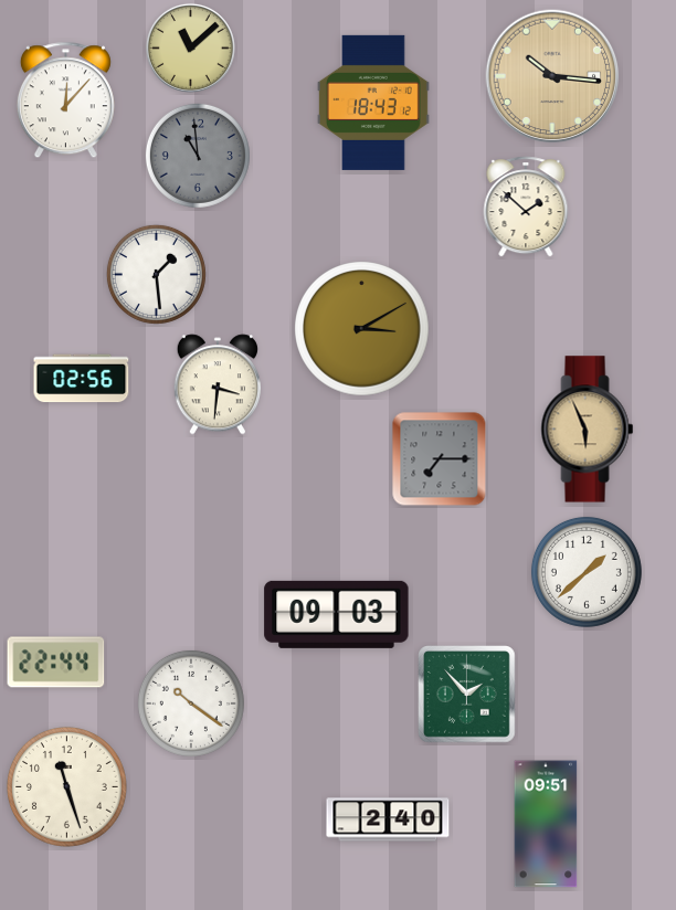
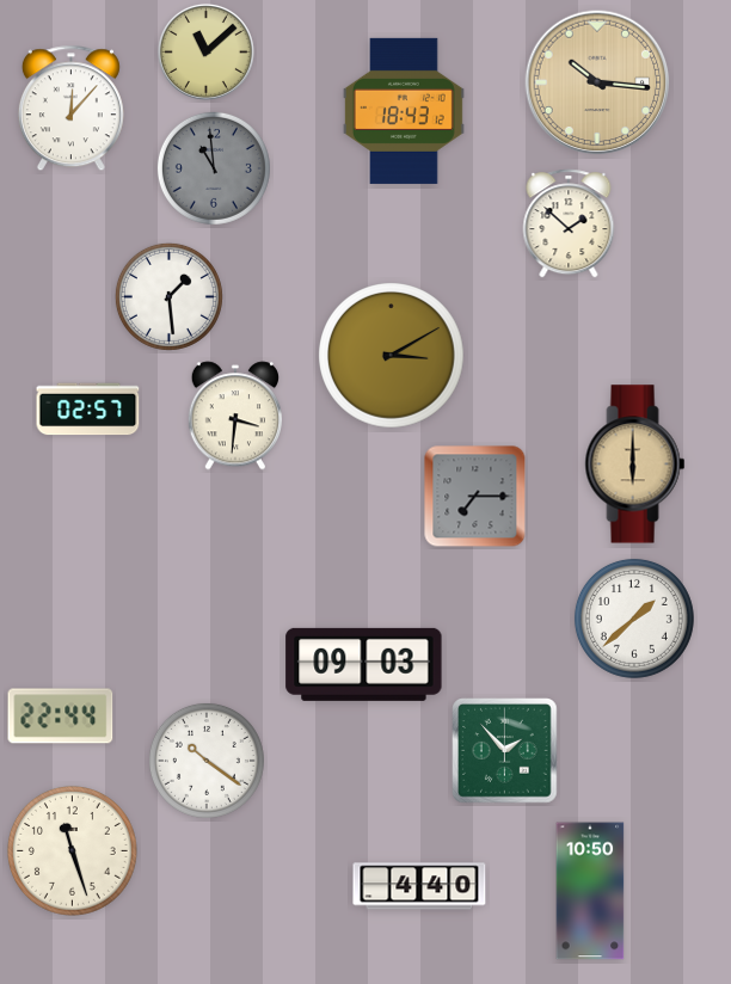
clock at (82, 379): 02:56 -> 02:57
clock at (588, 430): 5:56 -> 6:00
clock at (388, 819): 2:40 -> 4:40
clock at (546, 824): 09:51 -> 10:50
